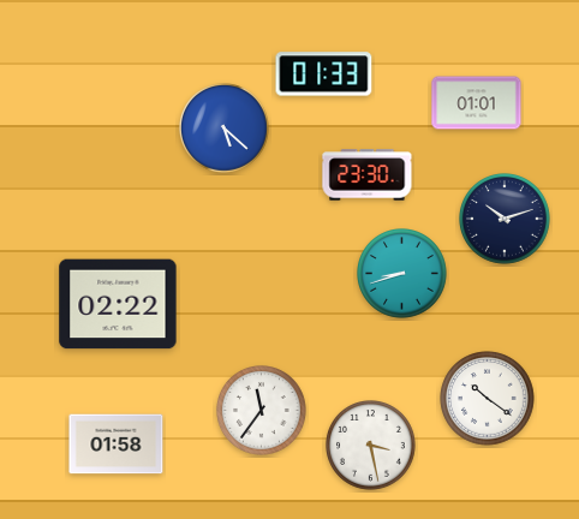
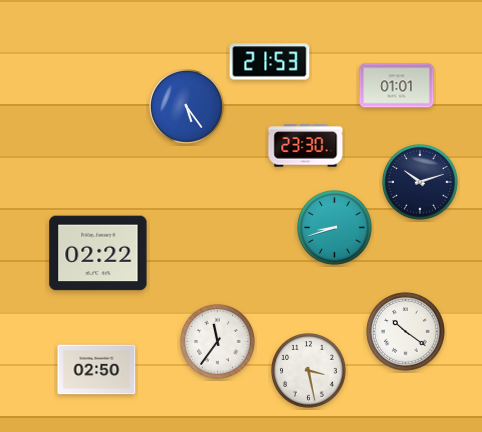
clock at (324, 74): 01:33 -> 21:53
clock at (225, 129): 5:22 -> 5:24
clock at (117, 445): 01:58 -> 02:50
